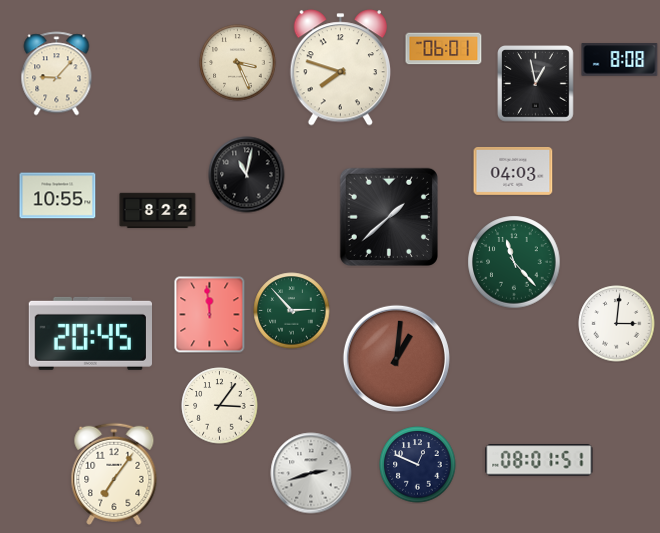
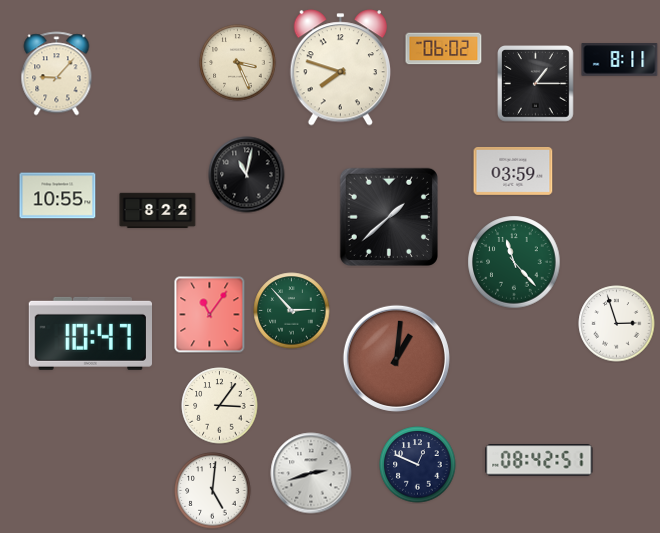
clock at (444, 49): 06:01 -> 06:02
clock at (620, 60): 8:08 -> 8:11
clock at (536, 84): 12:58 -> 1:15
clock at (513, 171): 04:03 -> 03:59
clock at (210, 315): 11:59 -> 11:06
clock at (617, 324): 3:01 -> 2:57
clock at (90, 333): 20:45 -> 10:47
clock at (539, 460): 08:01 -> 08:42
clock at (114, 474): 7:06 -> none
clock at (213, 491): none -> 5:01
